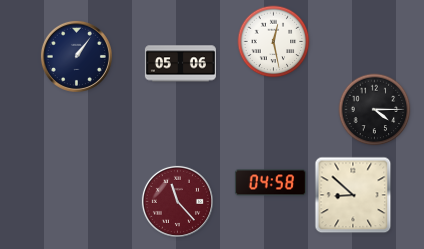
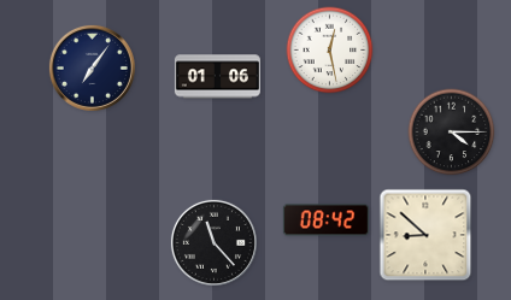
clock at (76, 56): 1:06 -> 7:06
clock at (180, 64): 05:06 -> 01:06
clock at (270, 183): 04:58 -> 08:42
clock at (177, 201) dial: burgundy -> black
